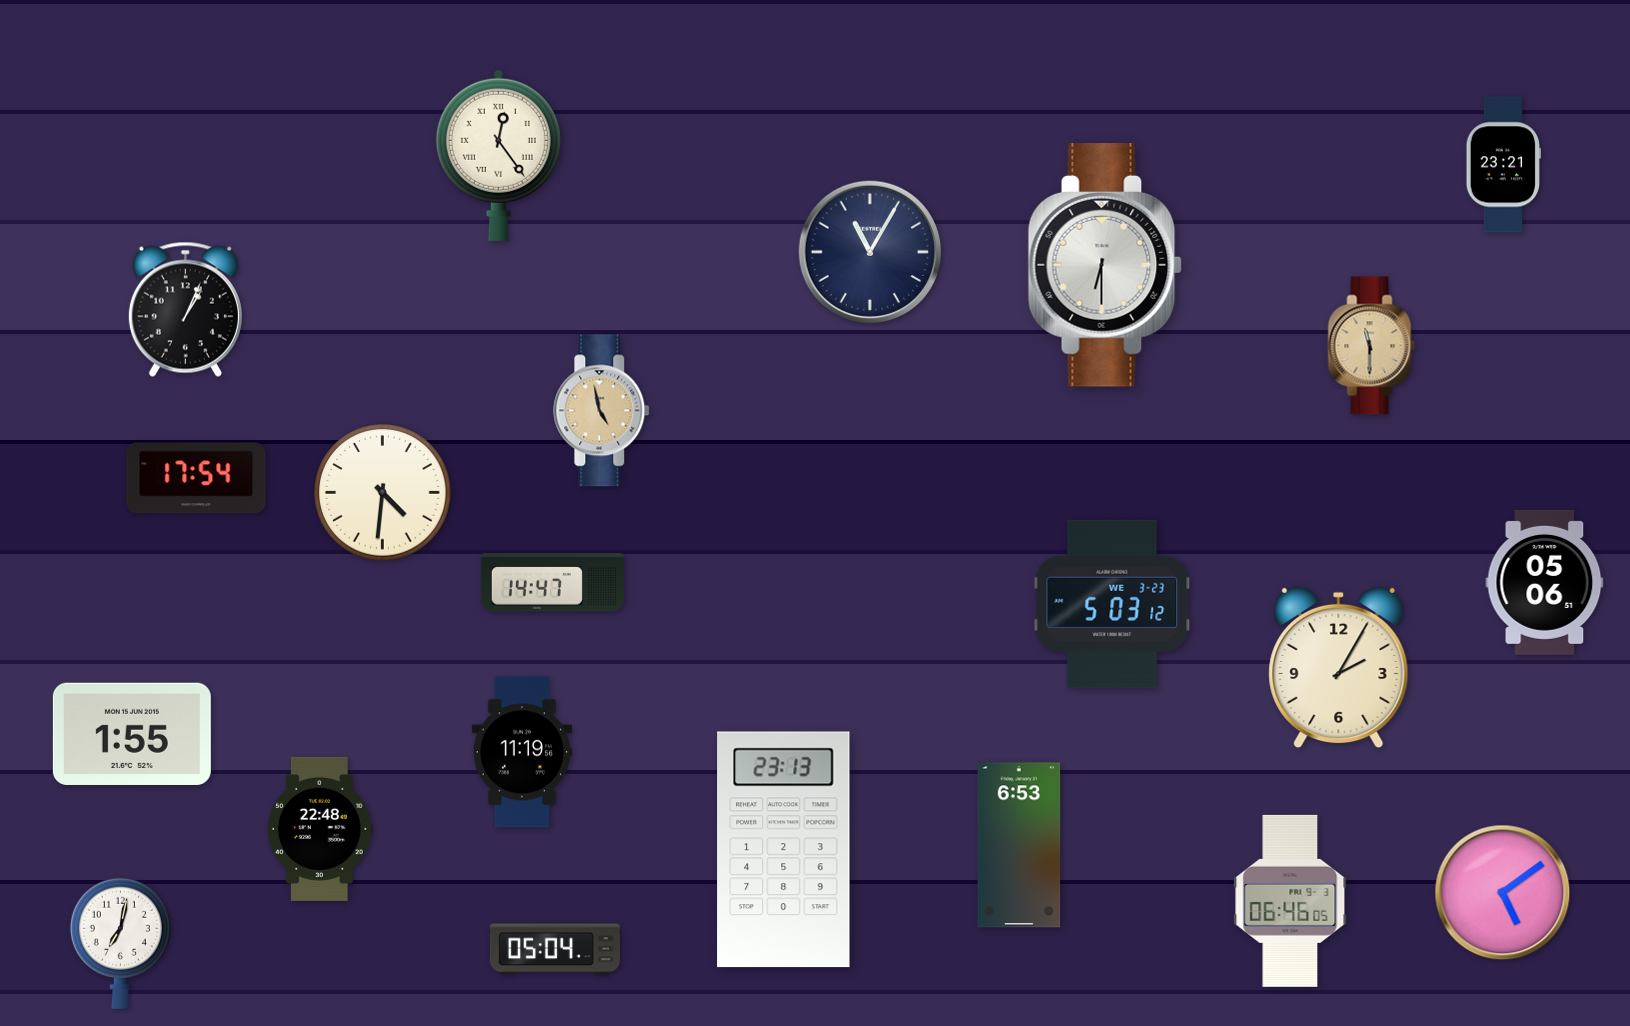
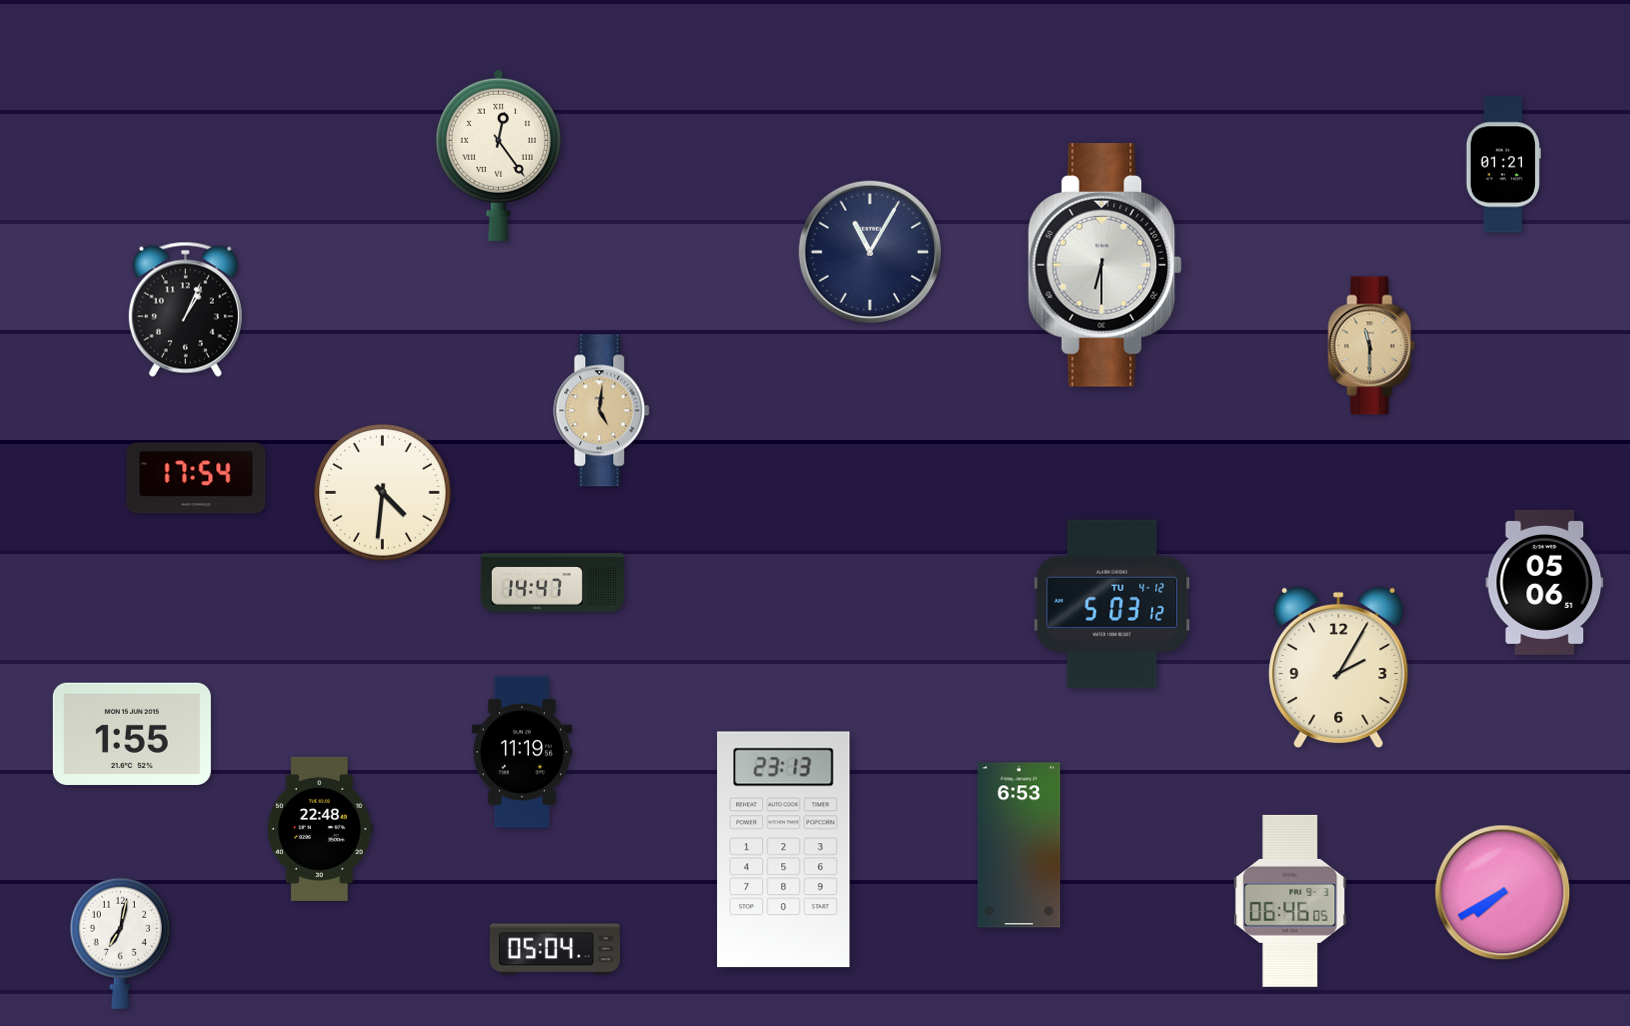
clock at (1503, 165): 23:21 -> 01:21
clock at (602, 411): 4:58 -> 5:01
clock at (1112, 604) date: WE 3-23 -> TU 4-12
clock at (1503, 893): 5:09 -> 7:40
